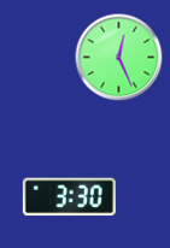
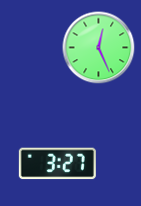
clock at (69, 197): 3:30 -> 3:27
